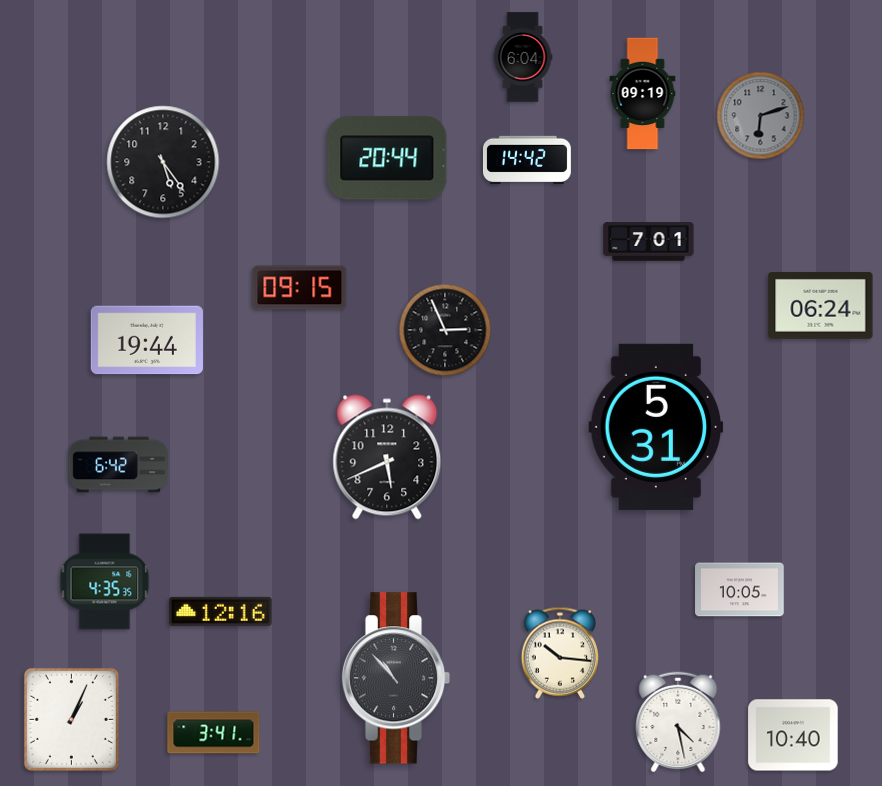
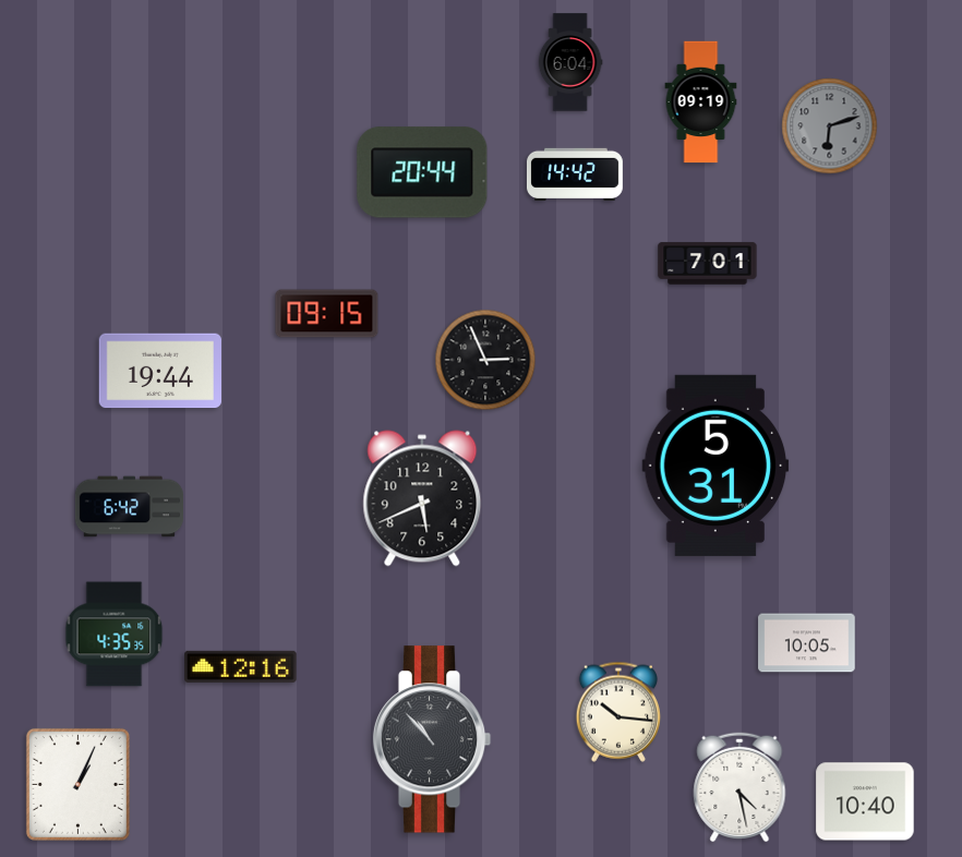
clock at (163, 162): 5:24 -> none
clock at (821, 305): 06:24 -> none
clock at (559, 653) position: (559, 653) -> (617, 712)
clock at (214, 733): 3:41 -> none
